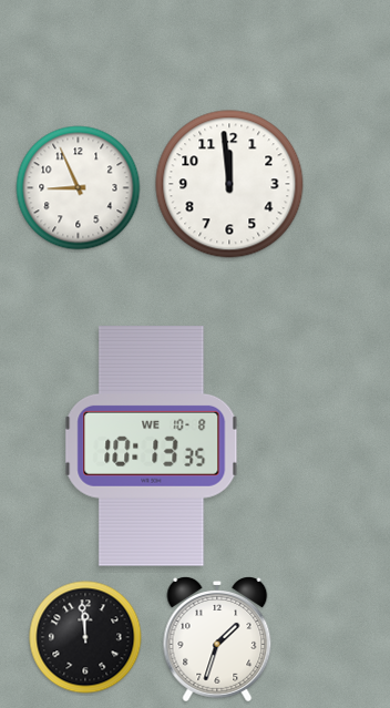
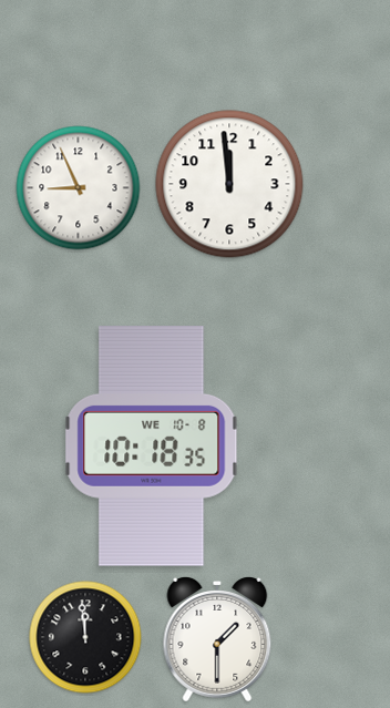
clock at (152, 447): 10:13 -> 10:18
clock at (217, 640): 1:33 -> 1:30
